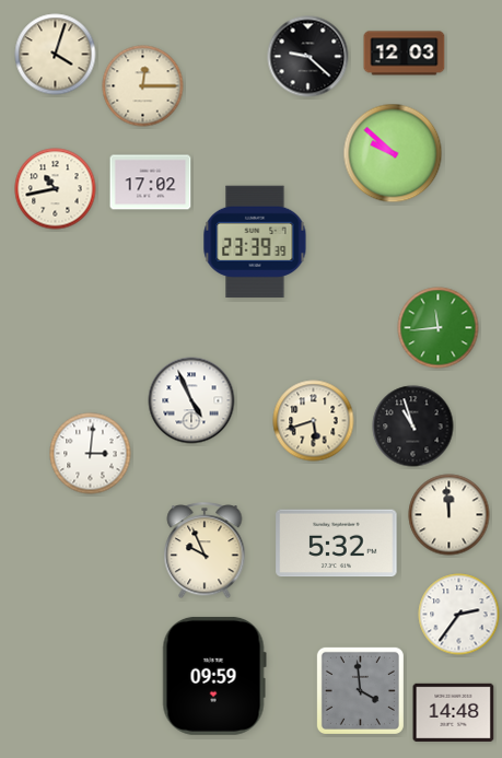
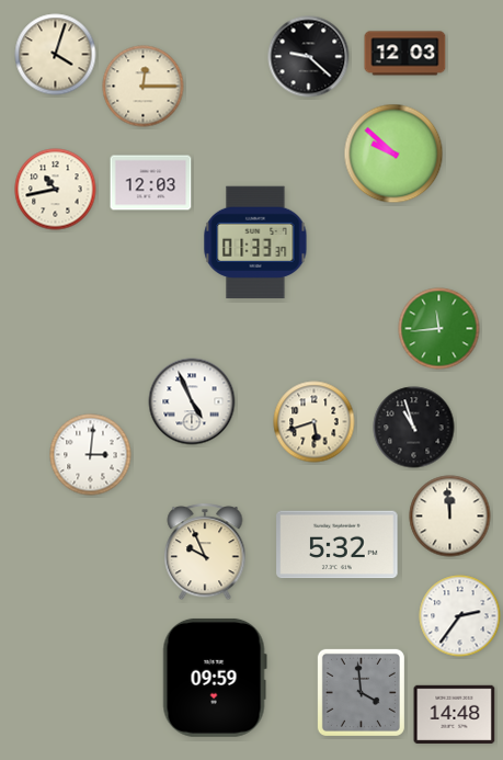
clock at (151, 183): 17:02 -> 12:03
clock at (255, 242): 23:39 -> 01:33
